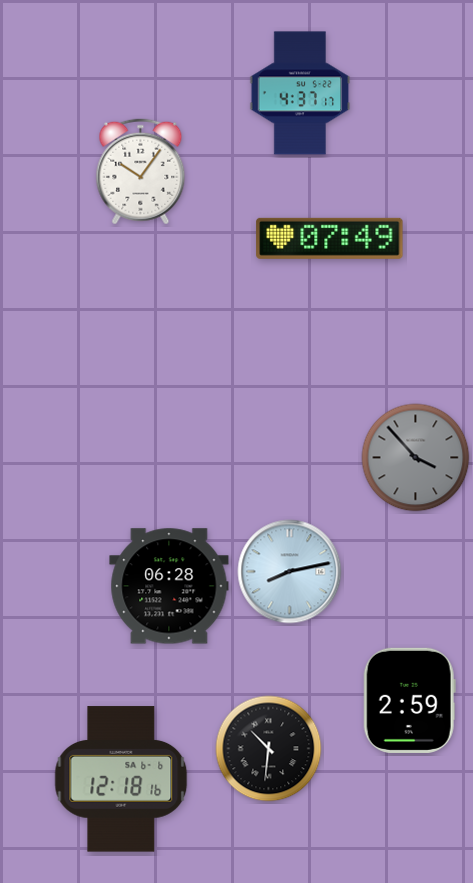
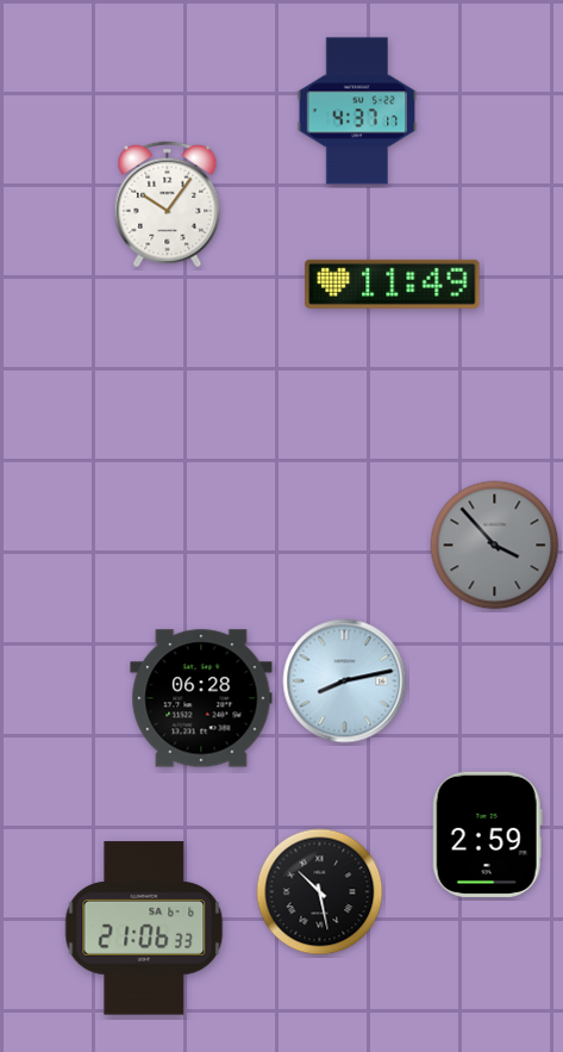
clock at (330, 238): 07:49 -> 11:49
clock at (269, 749): 10:31 -> 10:28
clock at (121, 779): 12:18 -> 21:06
